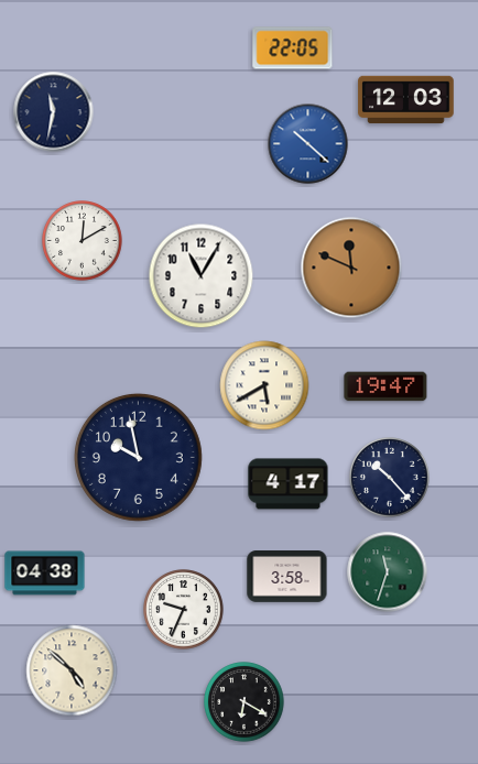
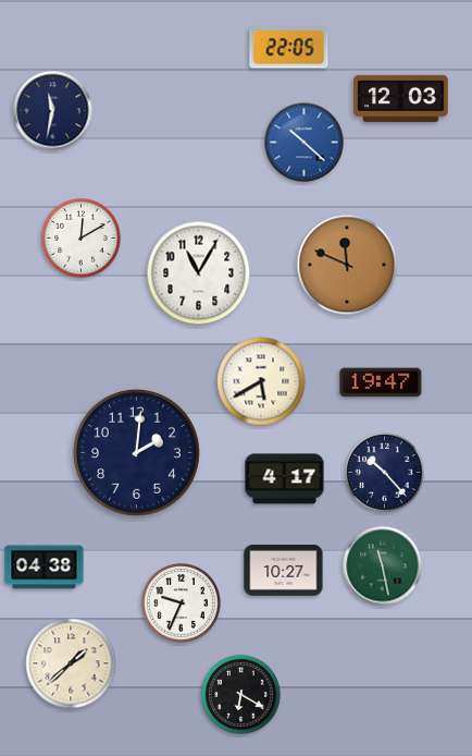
clock at (138, 457): 9:58 -> 2:01
clock at (388, 572): 11:33 -> 11:28
clock at (287, 577): 3:58 -> 10:27
clock at (72, 670): 4:52 -> 1:38
